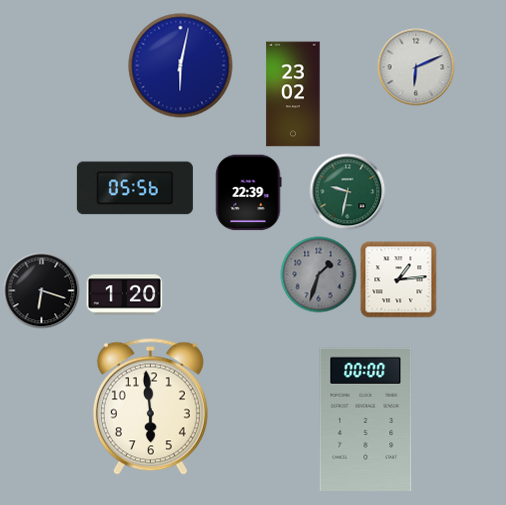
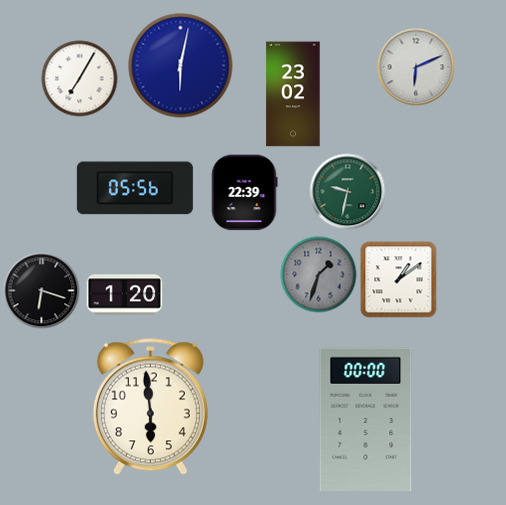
clock at (80, 79): none -> 7:05
clock at (249, 193) position: (249, 193) -> (245, 193)
clock at (399, 280): 1:14 -> 1:09
